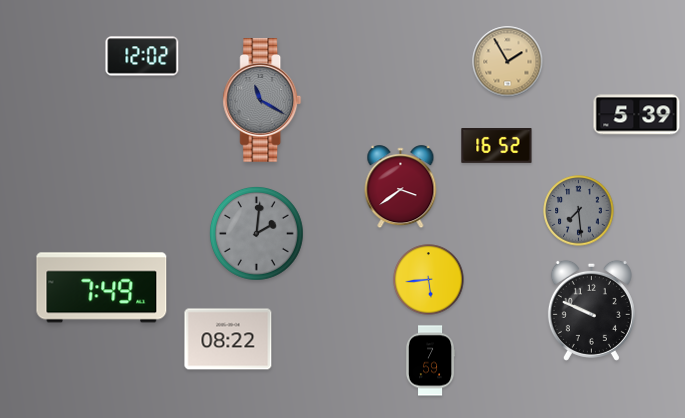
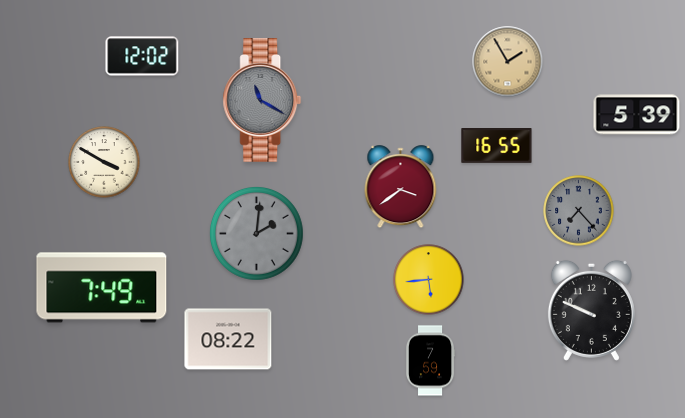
clock at (497, 146): 16:52 -> 16:55
clock at (104, 162): none -> 3:50
clock at (579, 211): 7:29 -> 7:23
